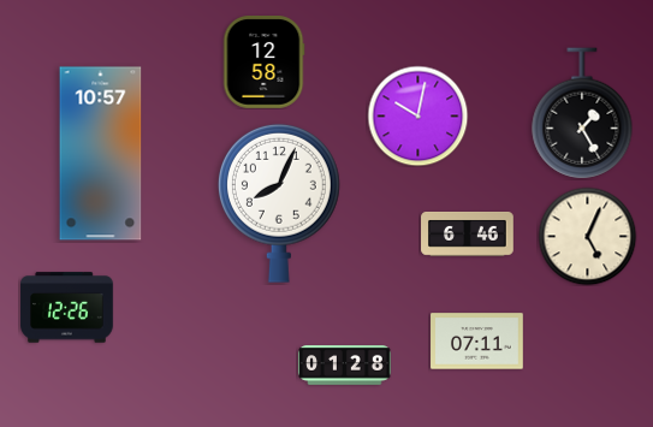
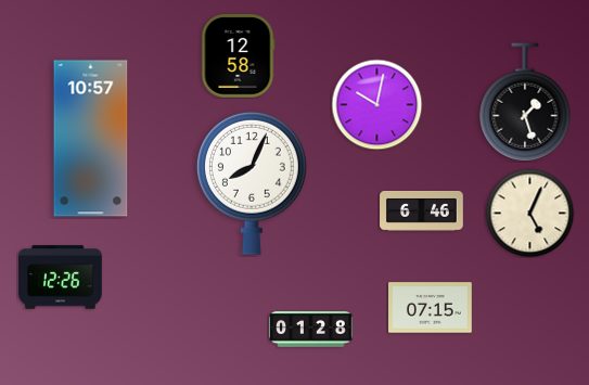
clock at (582, 113): 1:25 -> 1:27
clock at (477, 342): 07:11 -> 07:15
